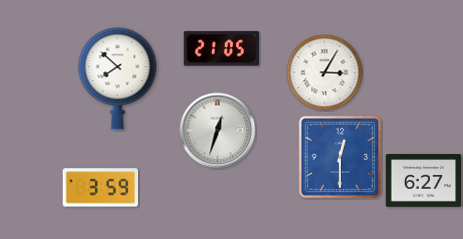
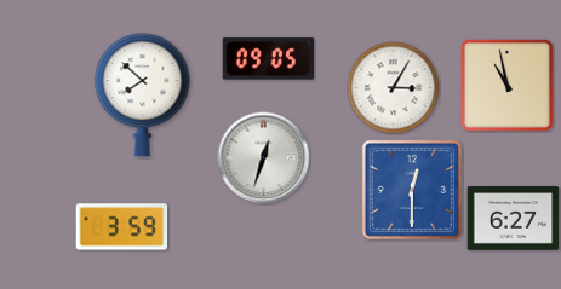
clock at (222, 49): 21:05 -> 09:05
clock at (506, 85): none -> 10:58
